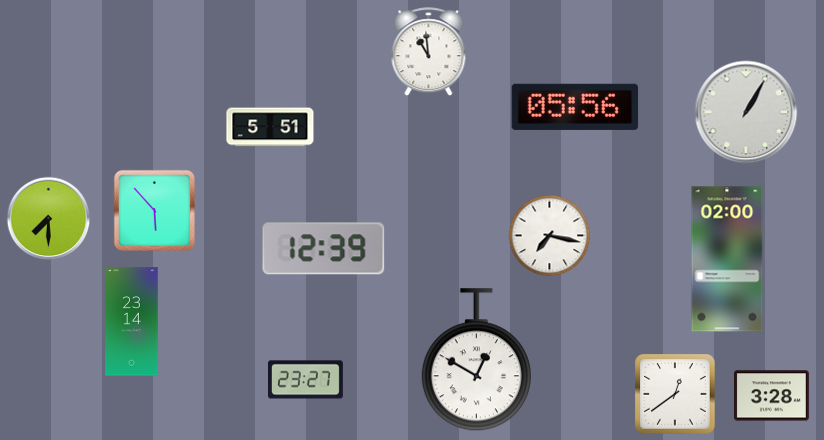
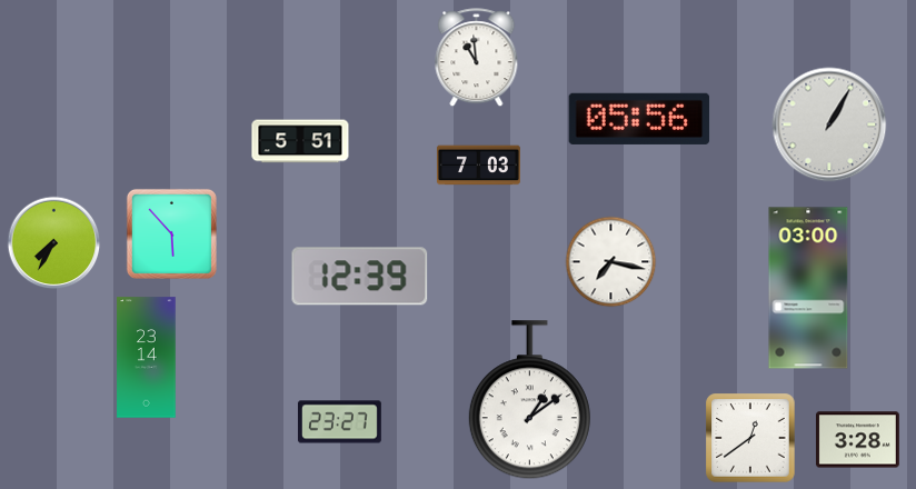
clock at (478, 166): none -> 7:03
clock at (49, 219): 7:30 -> 7:35
clock at (727, 259): 02:00 -> 03:00
clock at (476, 360): 12:50 -> 1:09
